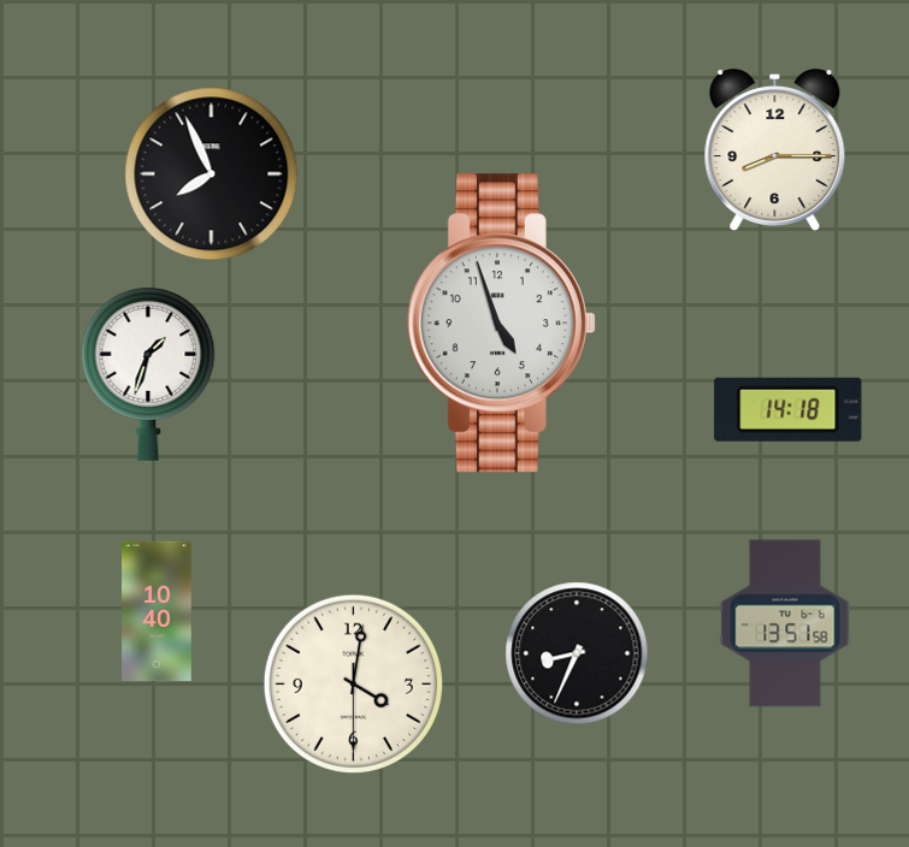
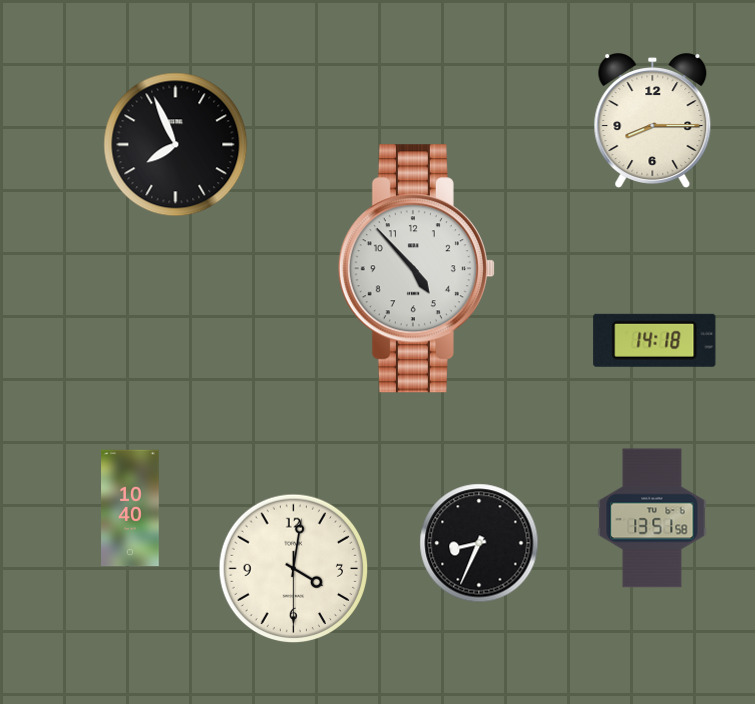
clock at (775, 150) position: (775, 150) -> (653, 121)
clock at (501, 324): 4:57 -> 4:53
clock at (148, 373): 1:33 -> none
